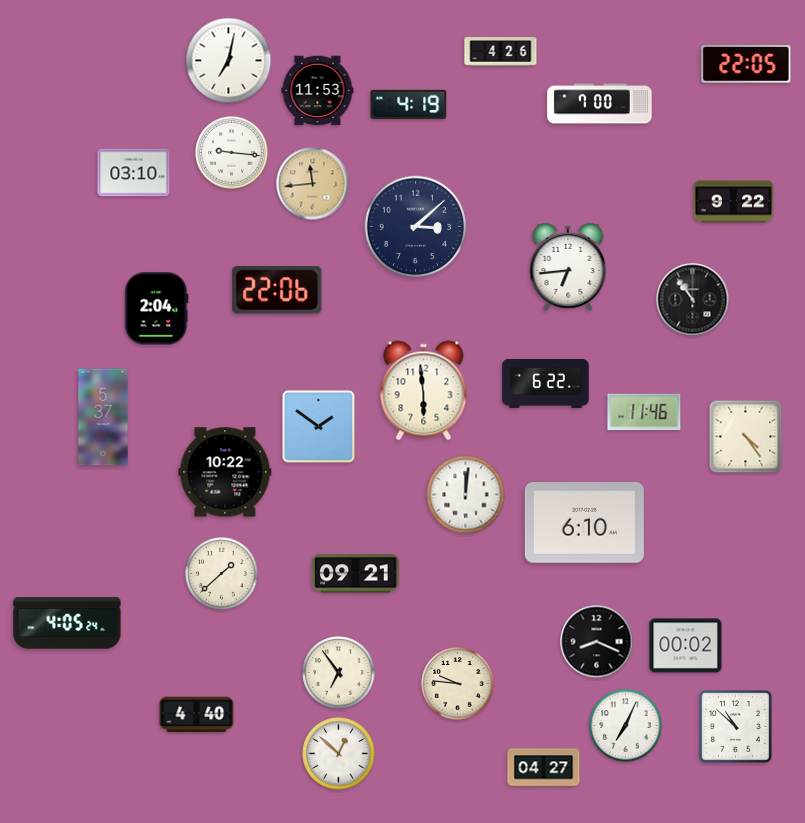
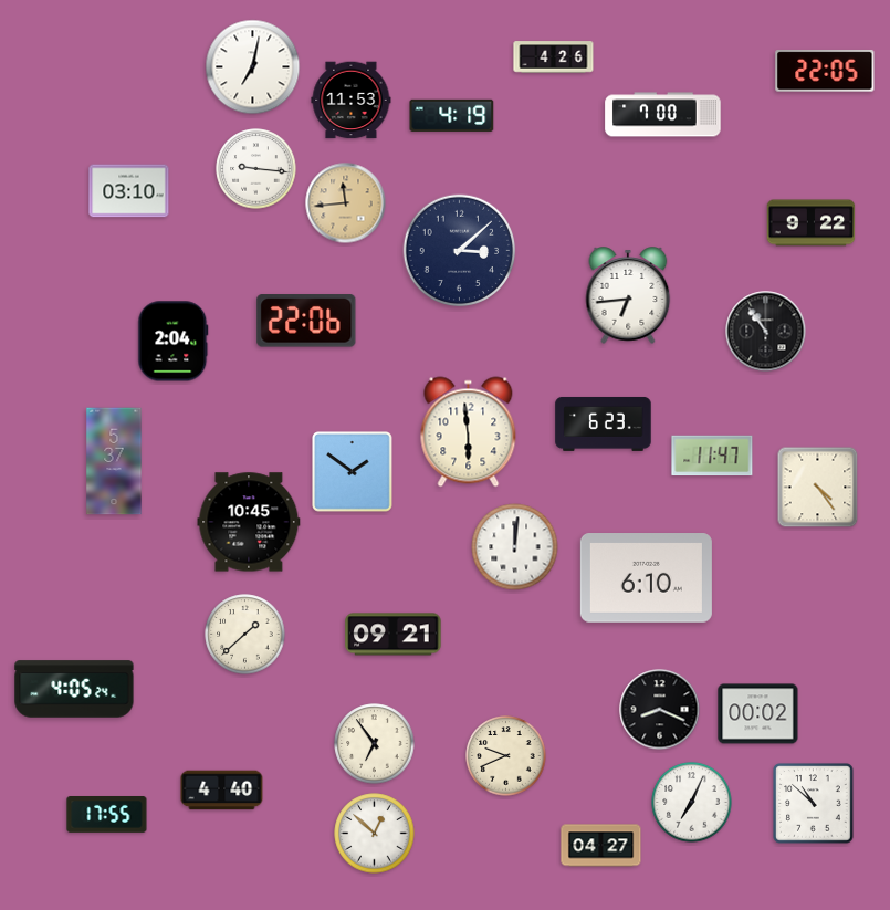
clock at (134, 173) position: (134, 173) -> (129, 191)
clock at (546, 383): 6:22 -> 6:23
clock at (644, 412): 11:46 -> 11:47
clock at (746, 437) position: (746, 437) -> (818, 488)
clock at (225, 472): 10:22 -> 10:45
clock at (458, 684): 9:46 -> 9:41
clock at (197, 715) position: (197, 715) -> (222, 791)
clock at (107, 815): none -> 17:55
clock at (544, 768) position: (544, 768) -> (601, 846)
